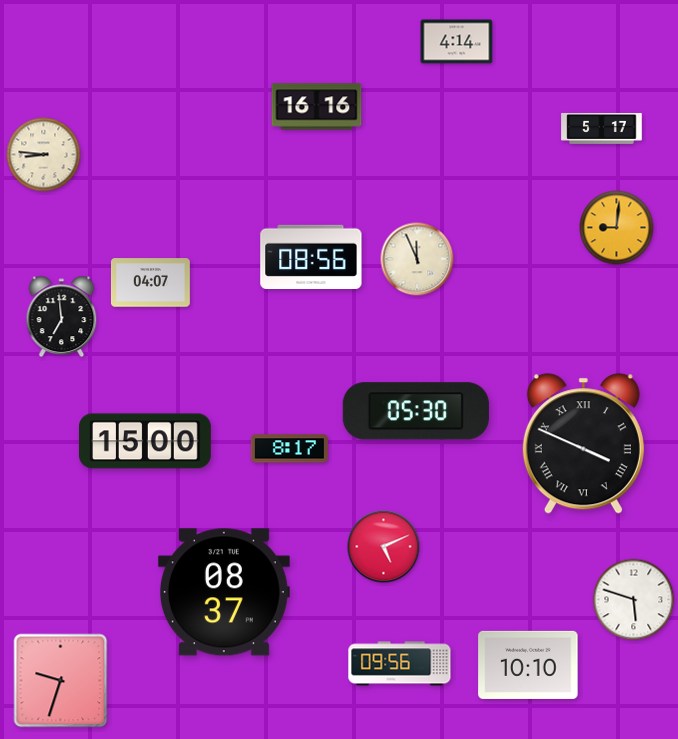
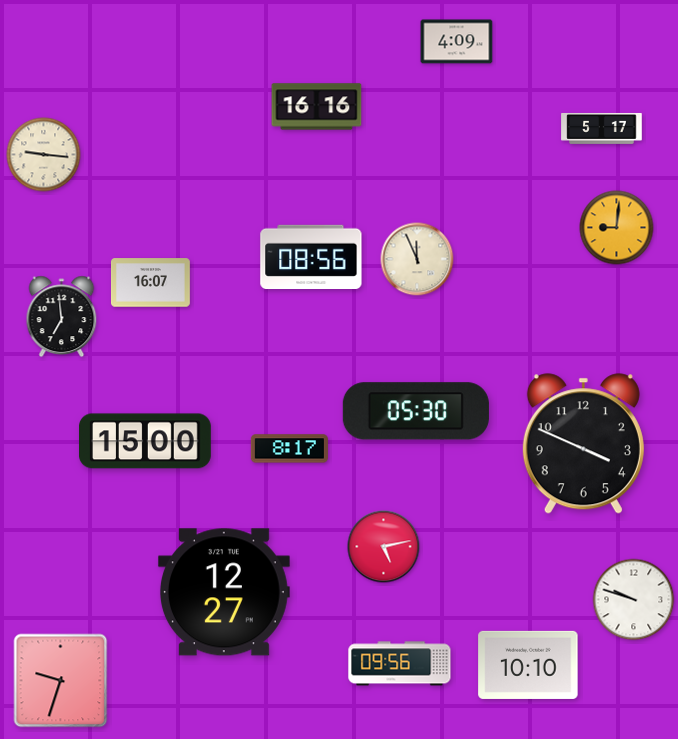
clock at (457, 42): 4:14 -> 4:09
clock at (44, 155): 8:46 -> 9:16
clock at (150, 283): 04:07 -> 16:07
clock at (583, 444) numerals: Roman -> Arabic
clock at (384, 547): 5:11 -> 5:13
clock at (224, 592): 08:37 -> 12:27
clock at (634, 600): 5:48 -> 9:48
